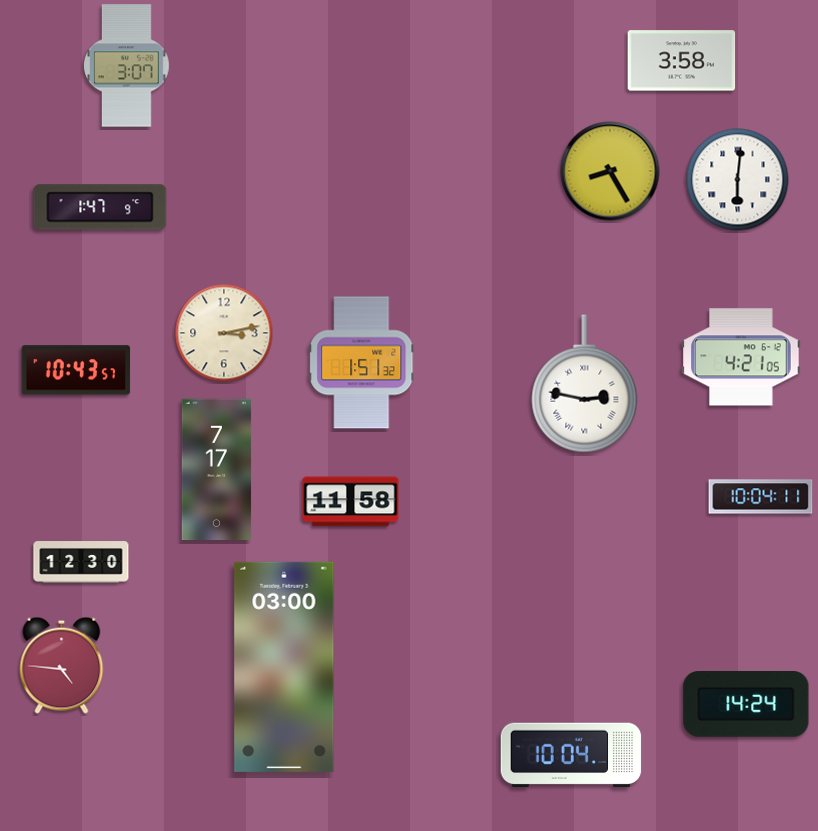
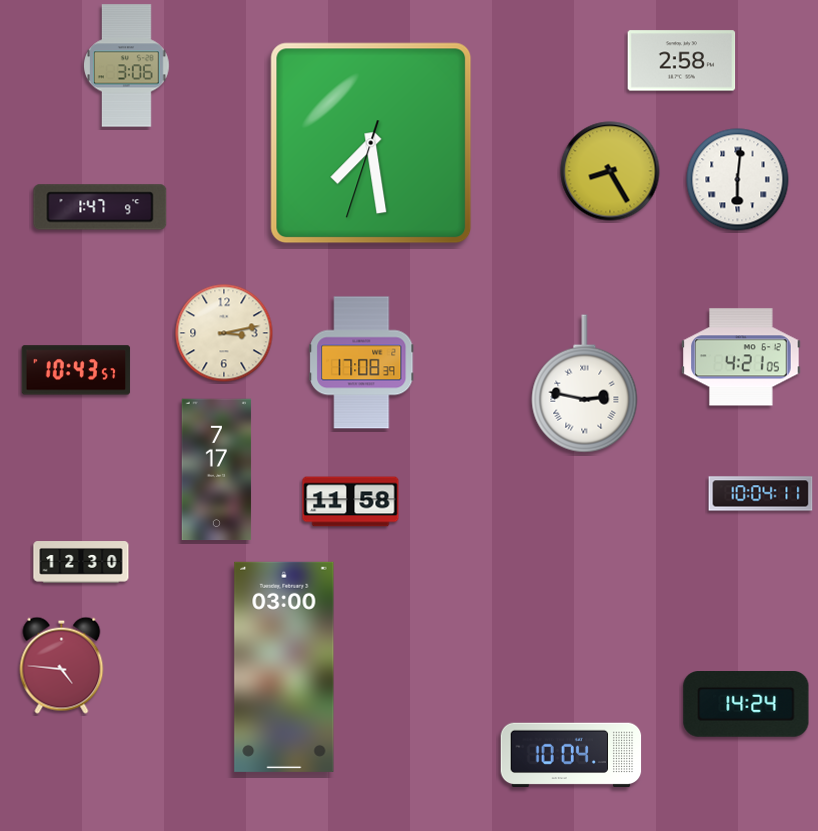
clock at (682, 61): 3:58 -> 2:58
clock at (127, 66): 3:07 -> 3:06
clock at (371, 143): none -> 7:28
clock at (362, 363): 1:51 -> 17:08
clock at (761, 497) position: (761, 497) -> (761, 494)
